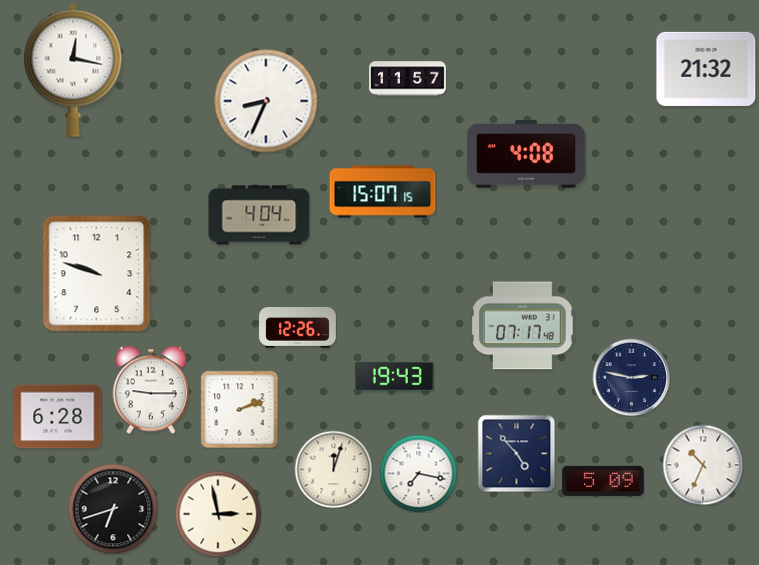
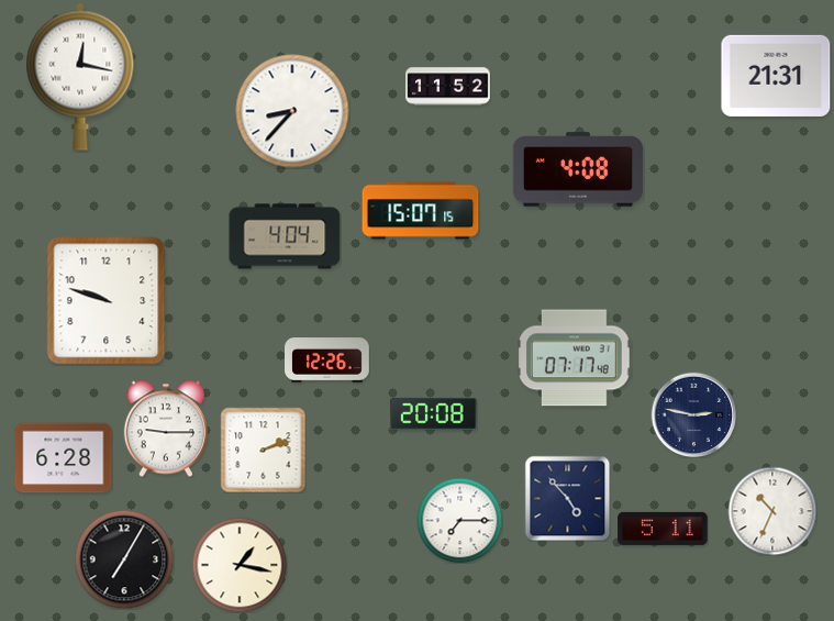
clock at (706, 69): 21:32 -> 21:31
clock at (408, 79): 11:57 -> 11:52
clock at (266, 101): 8:34 -> 8:37
clock at (395, 376): 19:43 -> 20:08
clock at (333, 469): 12:03 -> none
clock at (418, 473): 7:17 -> 7:15
clock at (603, 481): 5:09 -> 5:11
clock at (113, 509): 6:42 -> 7:05
clock at (218, 514): 2:58 -> 1:17
